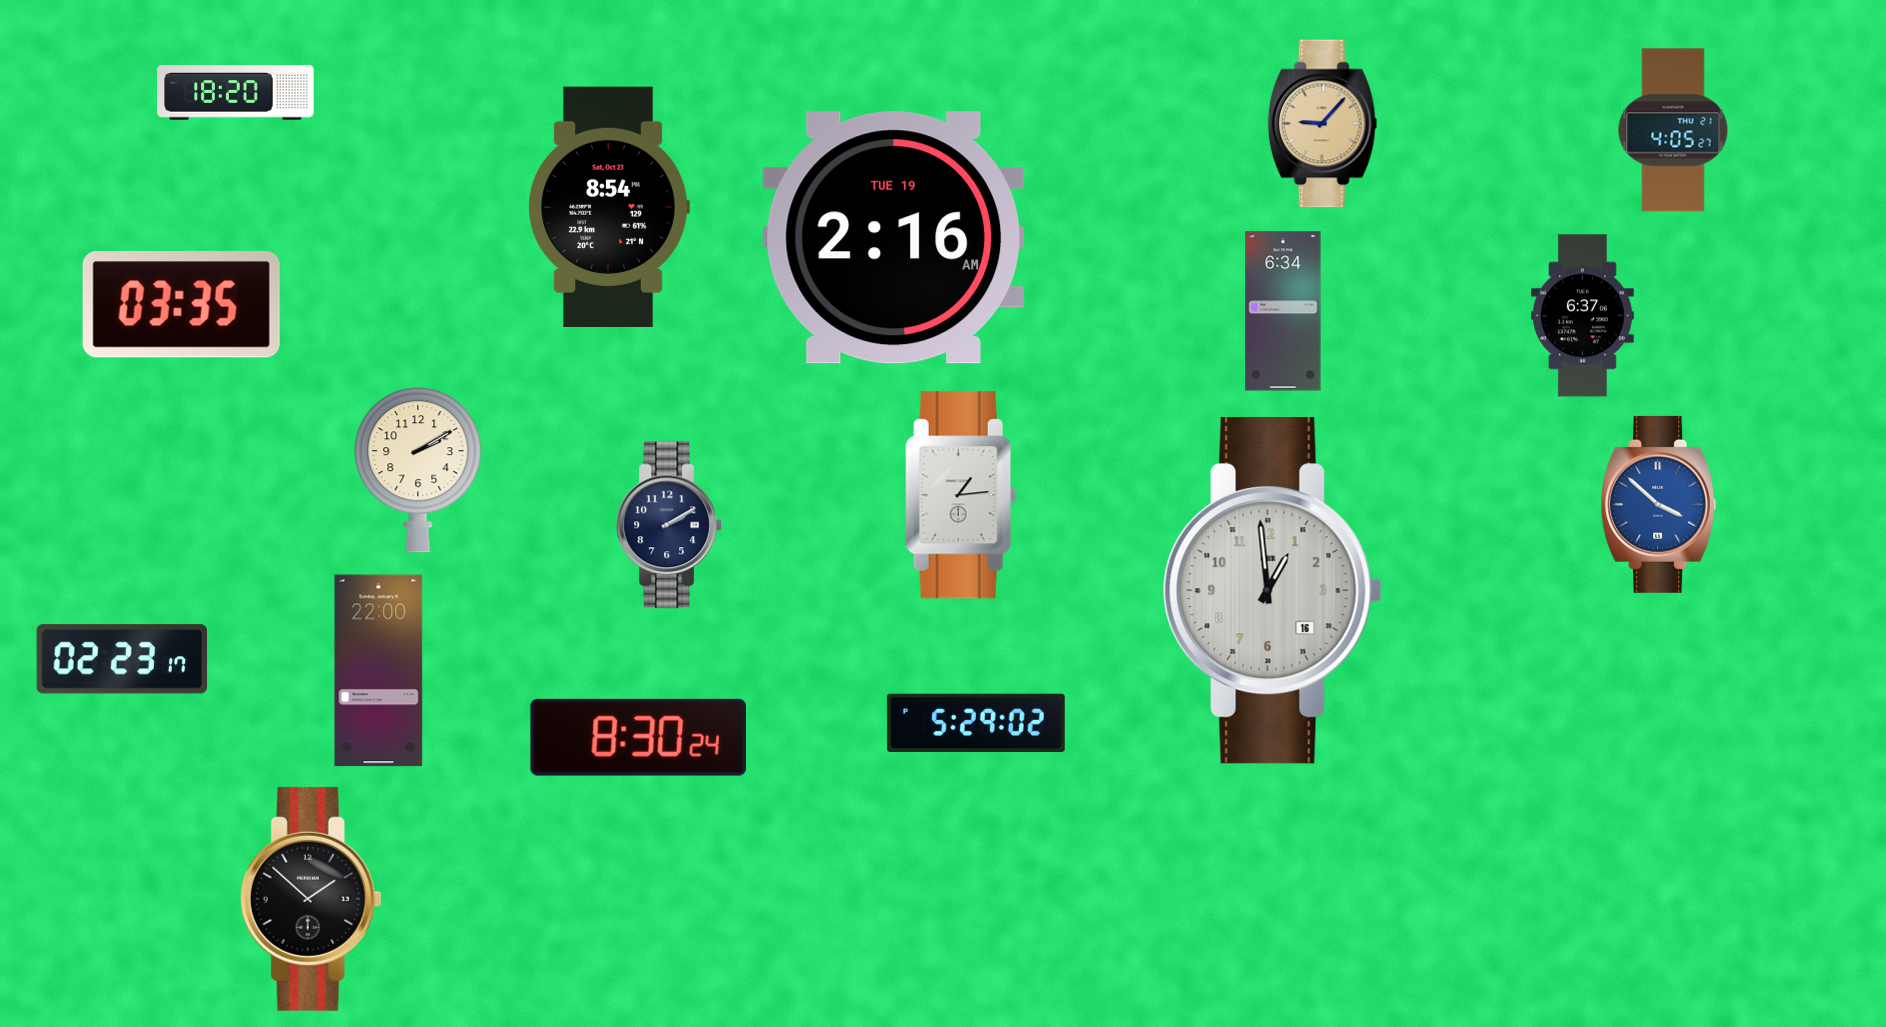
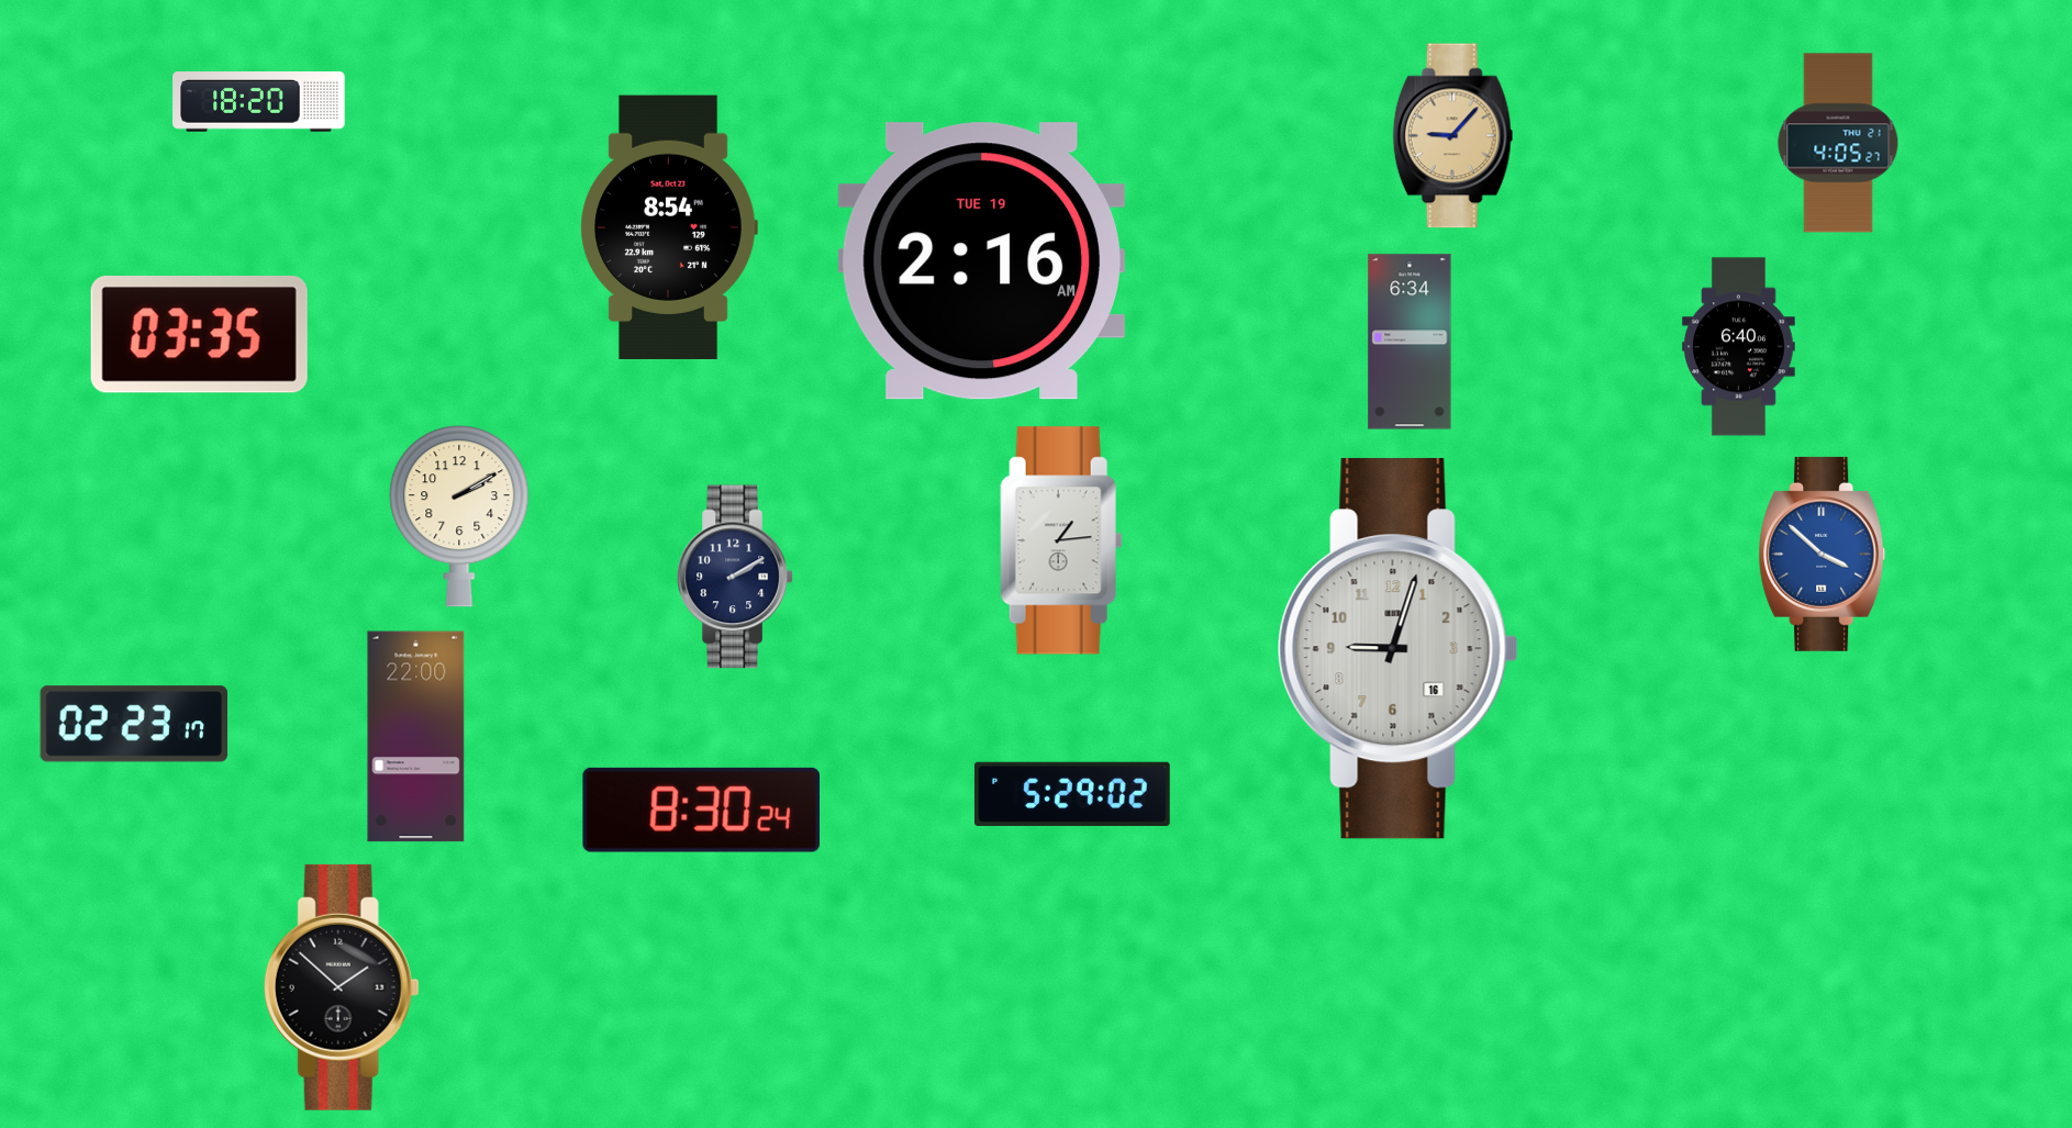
clock at (1583, 316): 6:37 -> 6:40
clock at (961, 495) position: (961, 495) -> (1061, 540)
clock at (1272, 591): 12:59 -> 9:03
